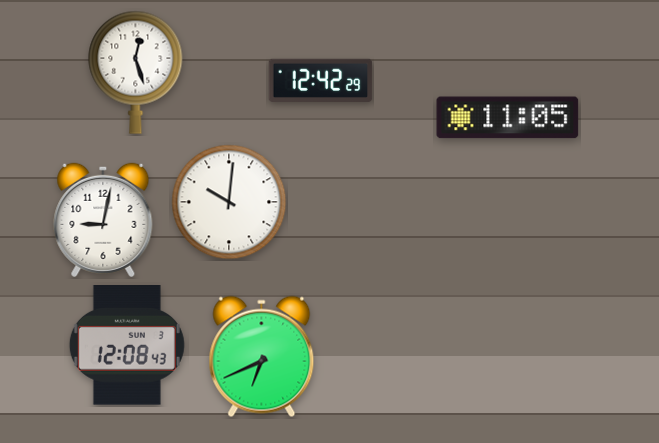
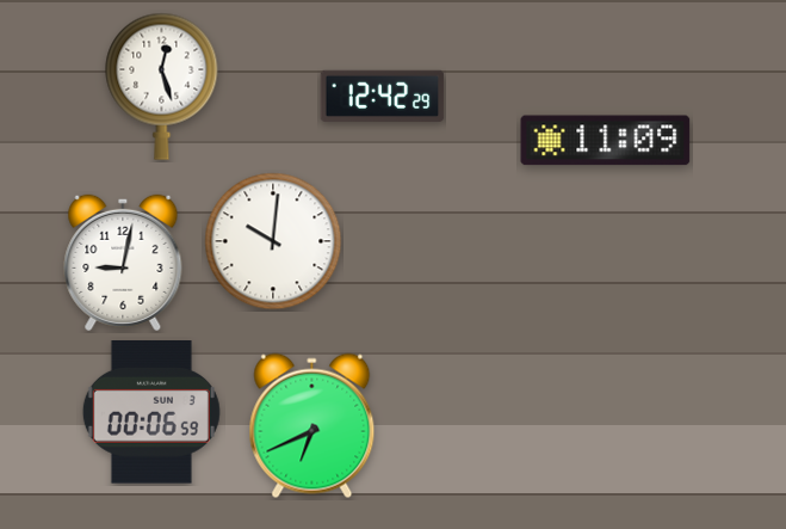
clock at (508, 118): 11:05 -> 11:09
clock at (127, 346): 12:08 -> 00:06
